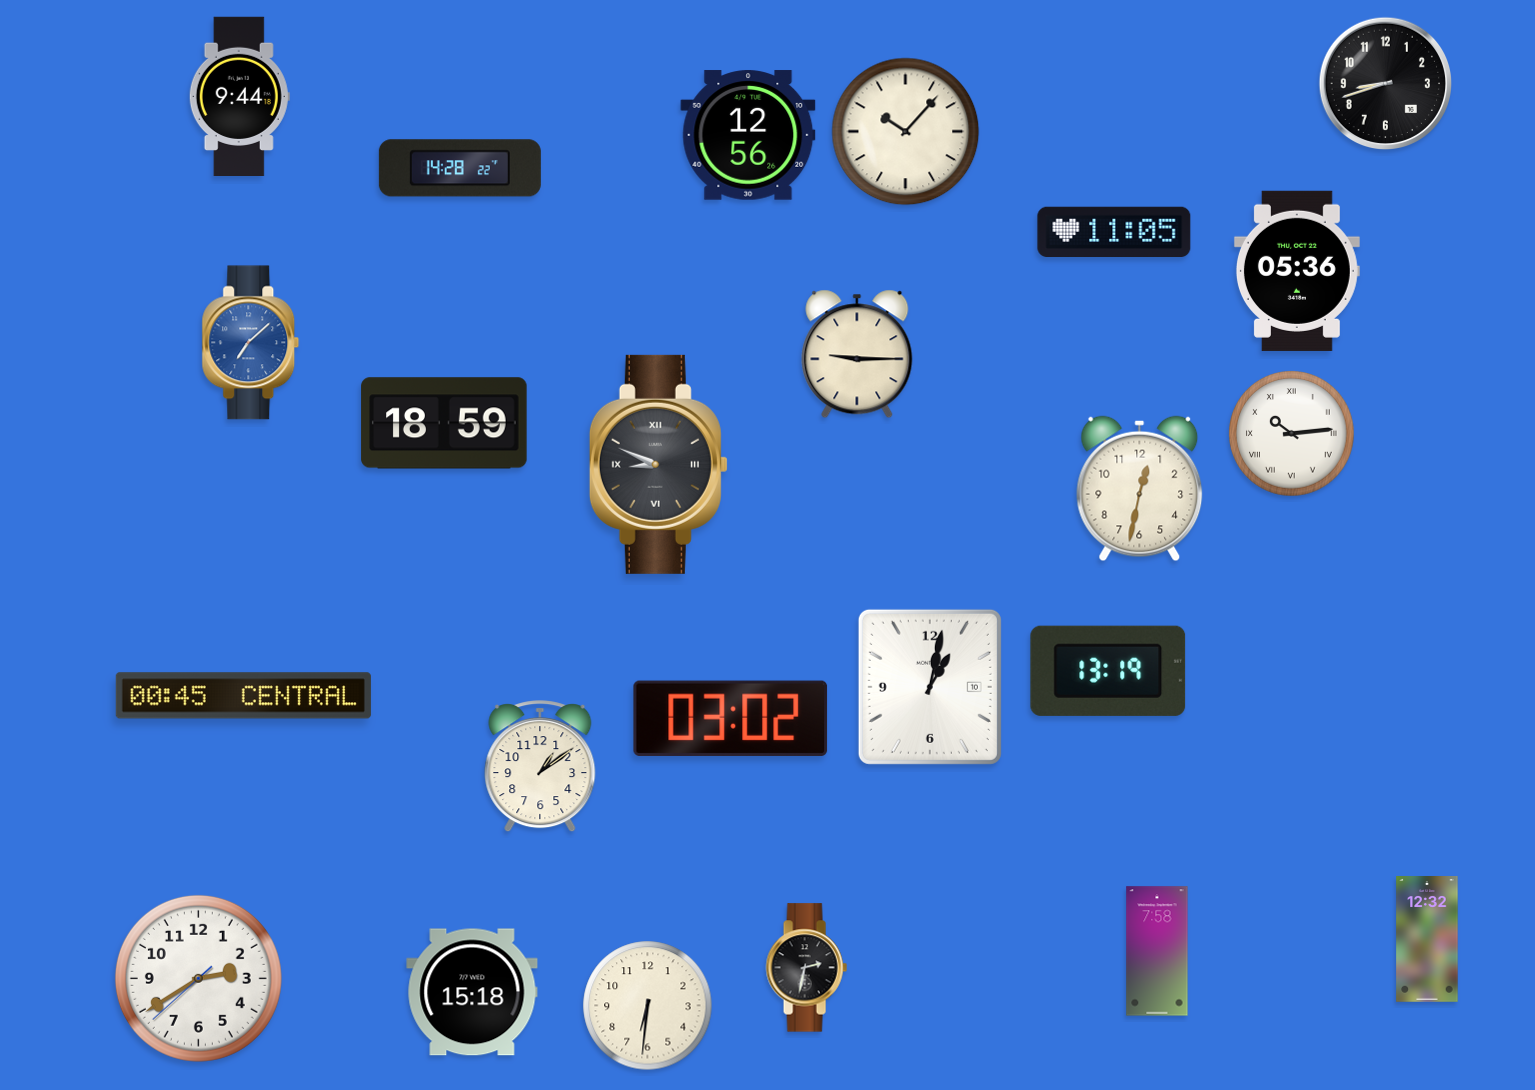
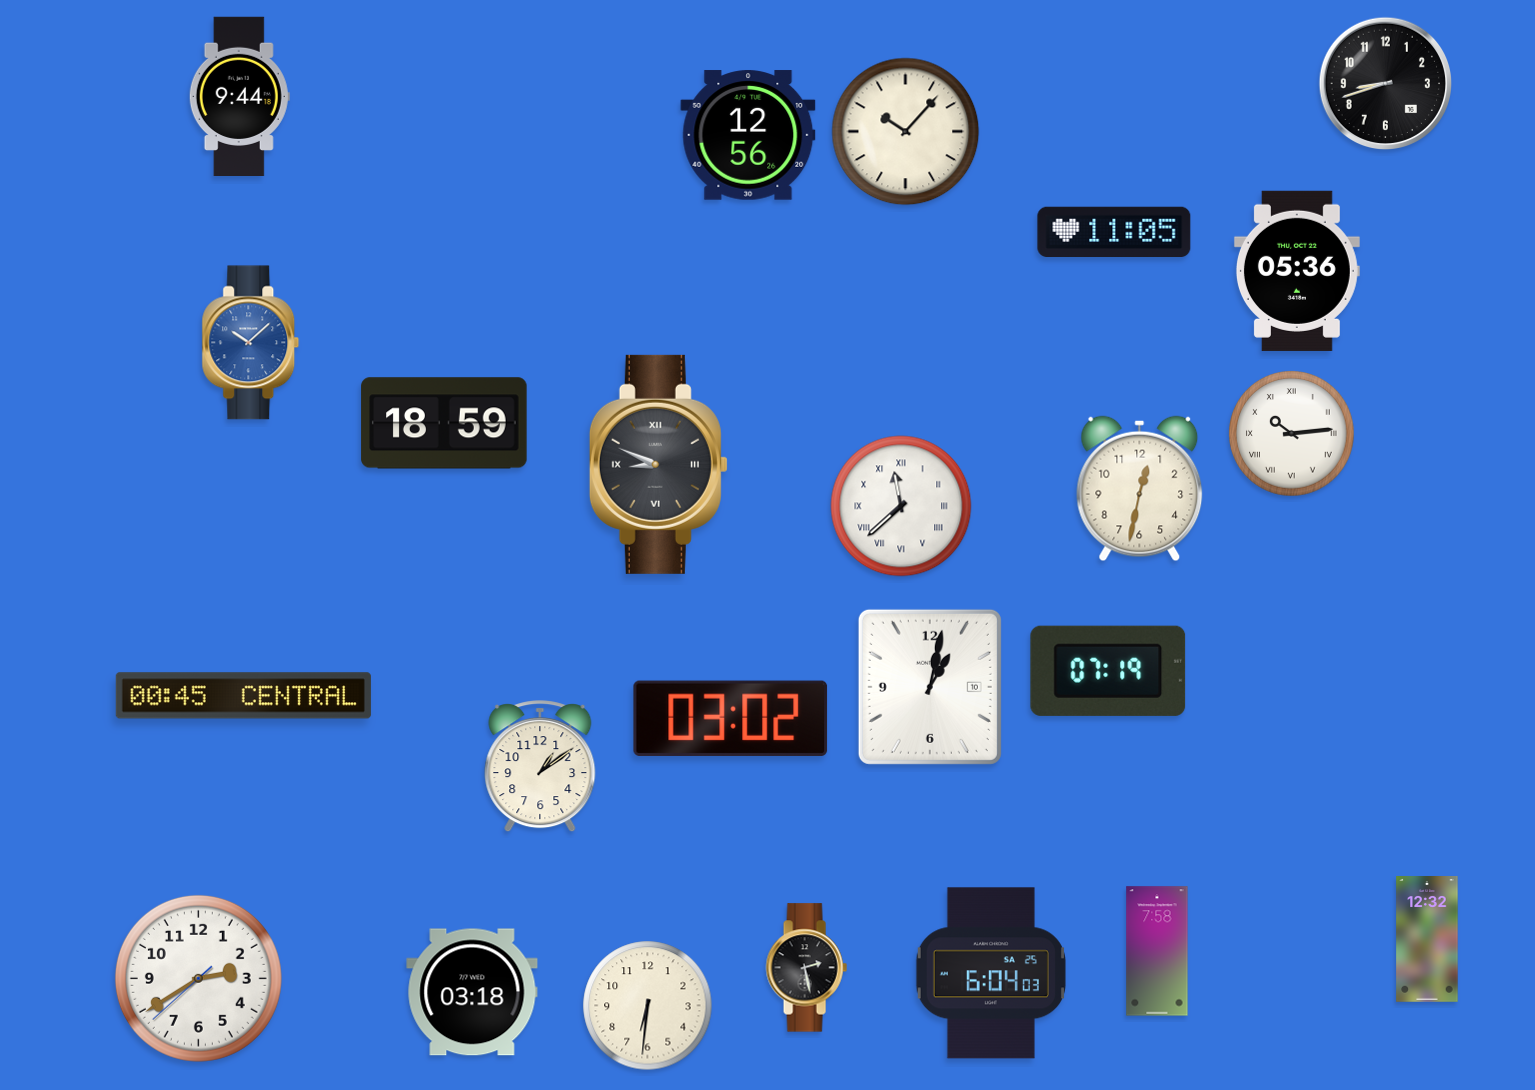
clock at (460, 168): 14:28 -> none
clock at (251, 343): 7:08 -> 10:08
clock at (857, 354): 9:15 -> none
clock at (901, 506): none -> 11:38
clock at (1108, 671): 13:19 -> 07:19
clock at (806, 968): 2:32 -> 2:28
clock at (991, 973): none -> 6:04
clock at (472, 992): 15:18 -> 03:18
